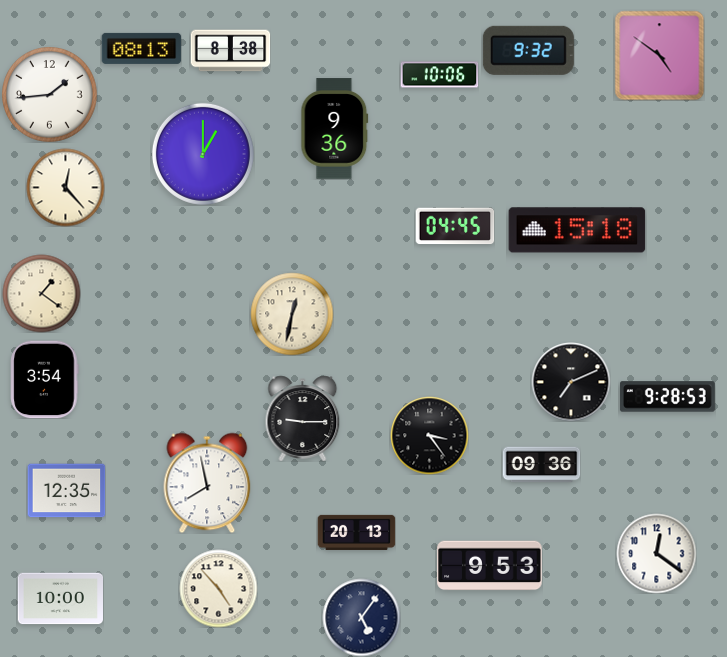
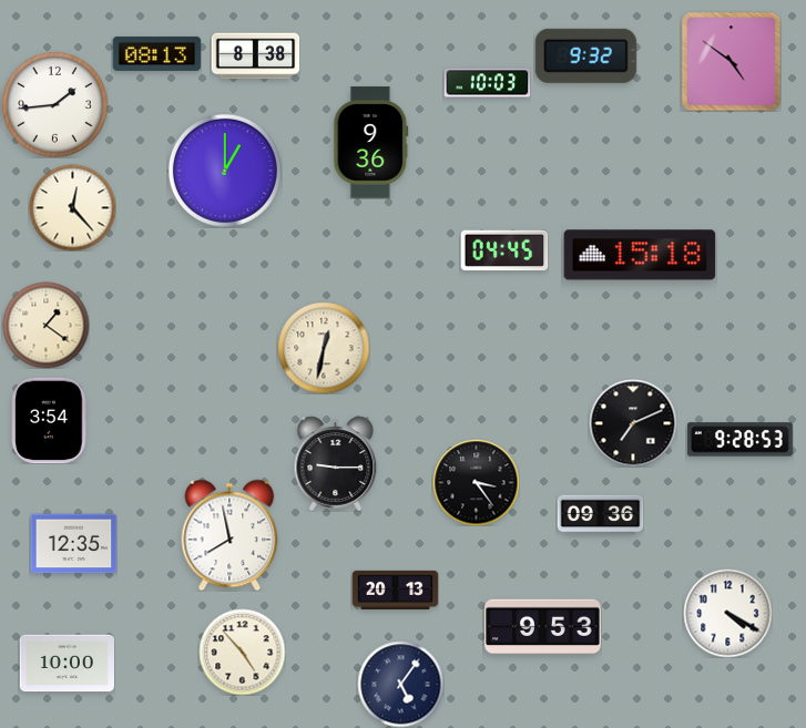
clock at (439, 75): 10:06 -> 10:03
clock at (656, 553): 12:21 -> 4:20
